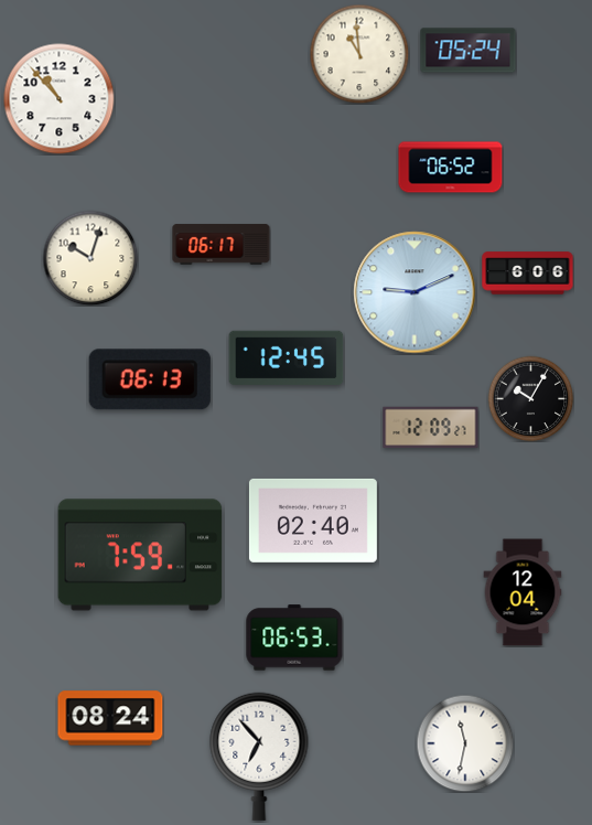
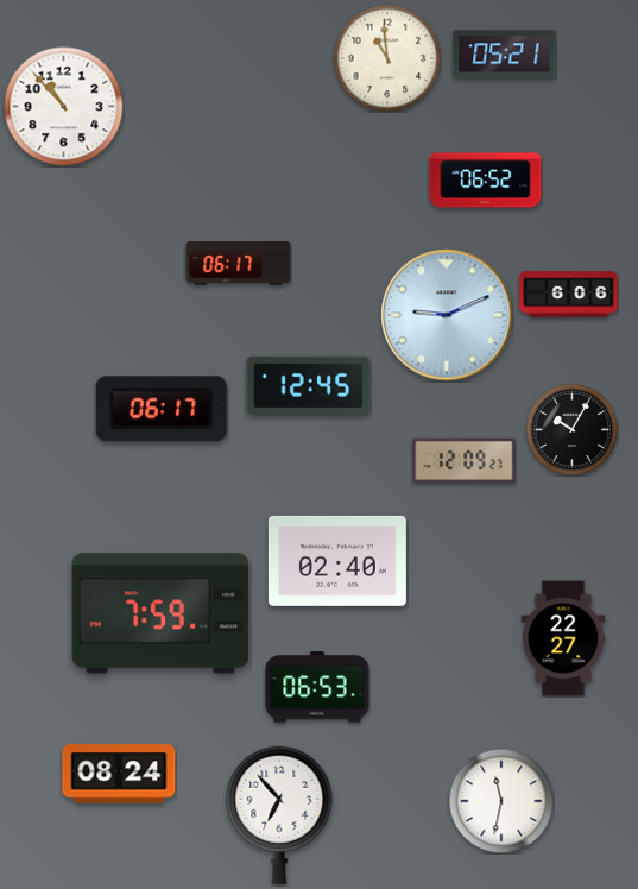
clock at (469, 51): 05:24 -> 05:21
clock at (90, 258): 10:03 -> none
clock at (150, 379): 06:13 -> 06:17
clock at (140, 555) position: (140, 555) -> (160, 613)
clock at (523, 592): 12:04 -> 22:27
